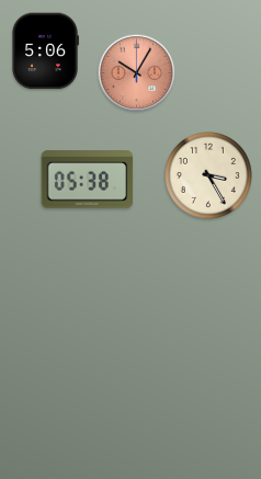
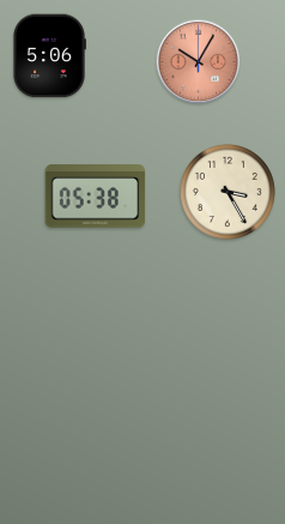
clock at (137, 73) position: (137, 73) -> (199, 62)
